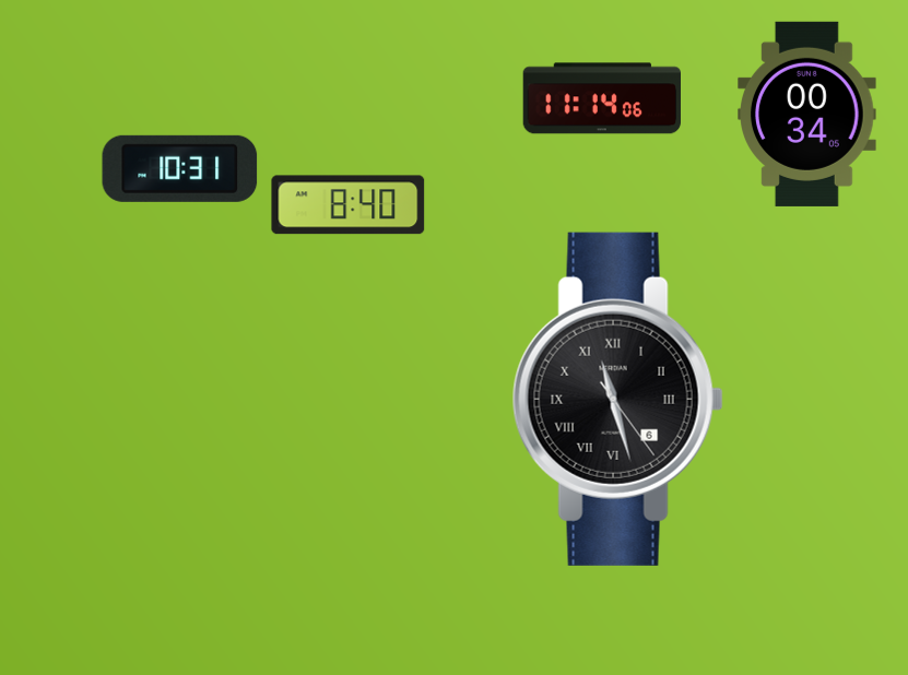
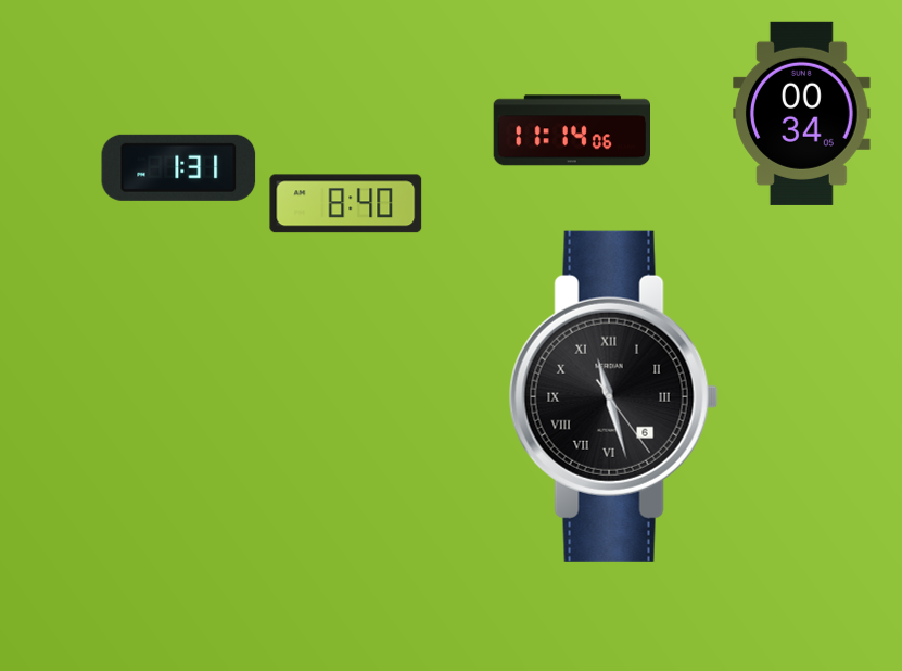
clock at (601, 98) position: (601, 98) -> (571, 130)
clock at (180, 168): 10:31 -> 1:31
